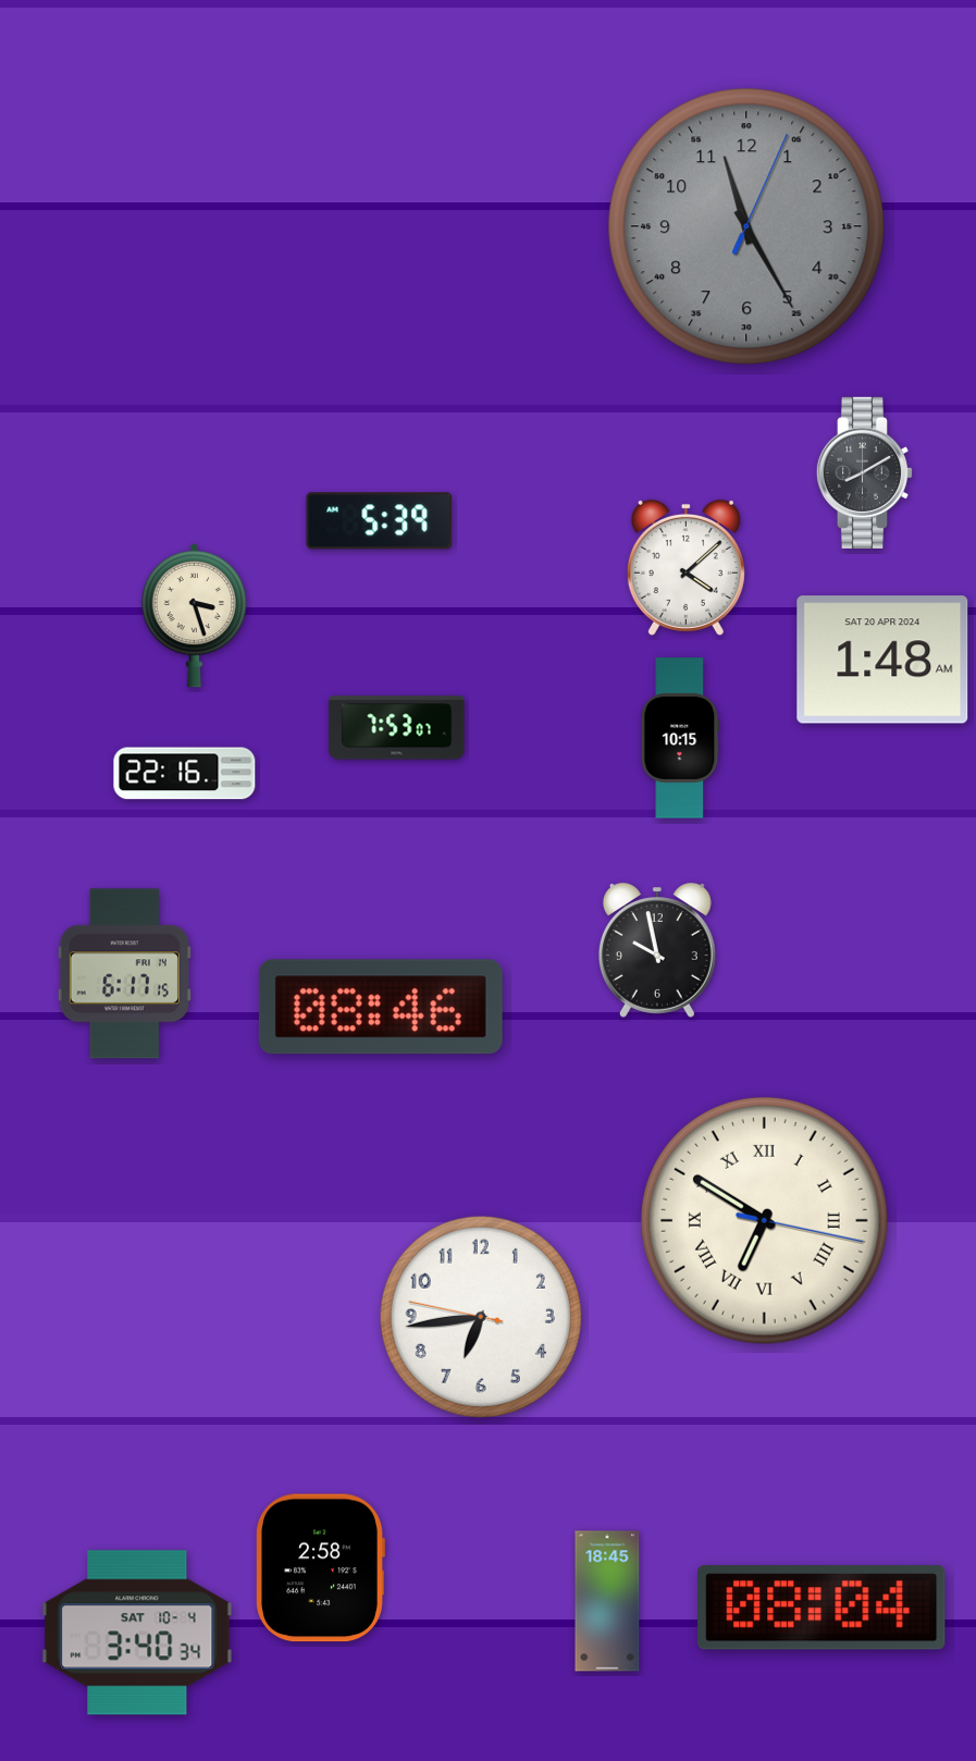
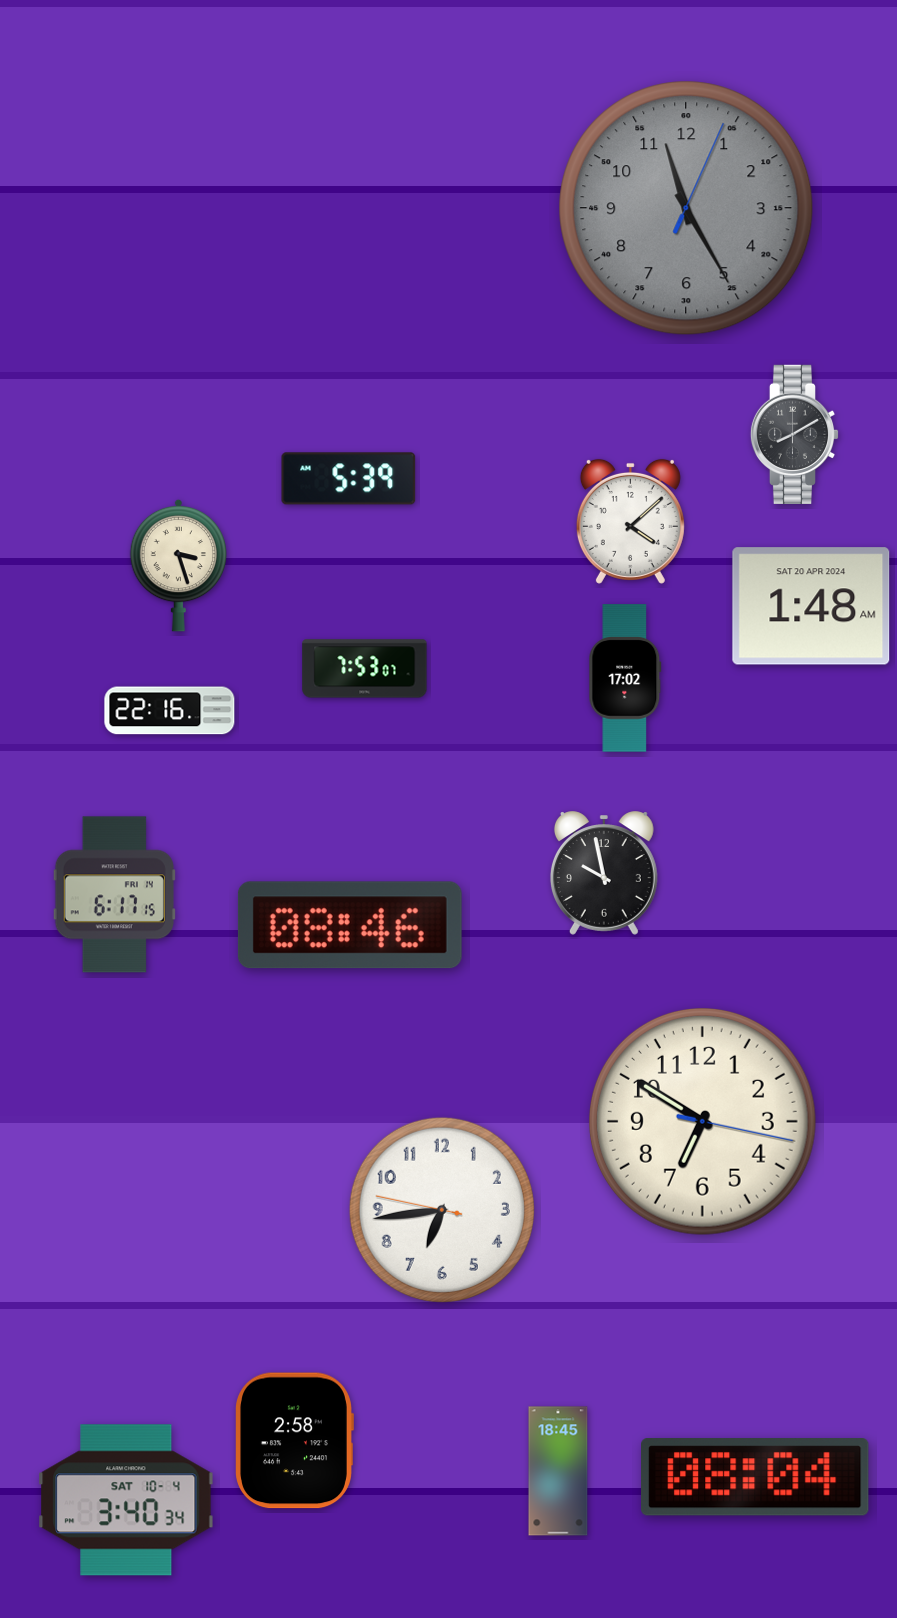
clock at (680, 738): 10:15 -> 17:02
clock at (764, 1220) numerals: Roman -> Arabic
